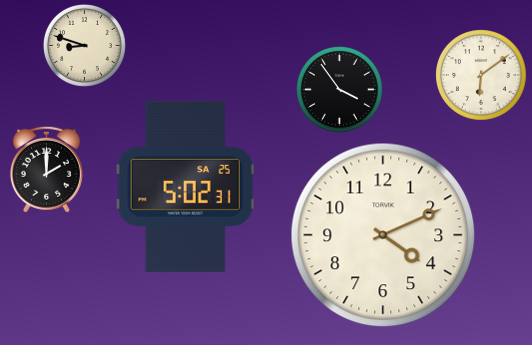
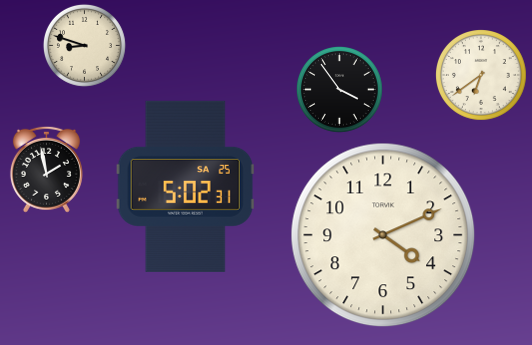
clock at (482, 76): 6:09 -> 6:39
clock at (46, 169): 2:00 -> 1:58
